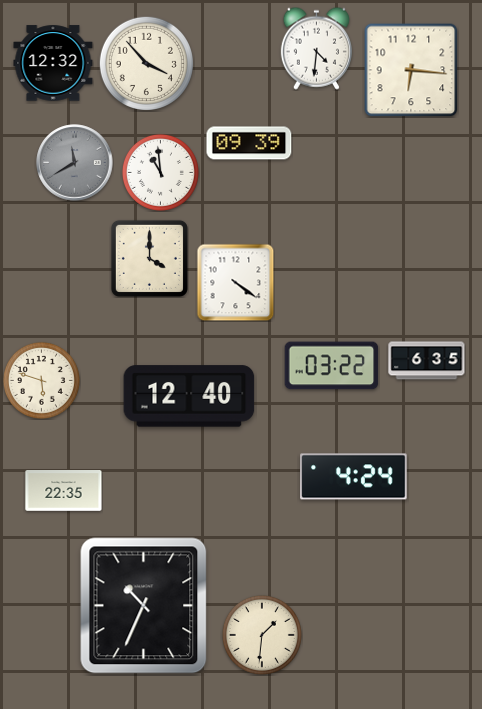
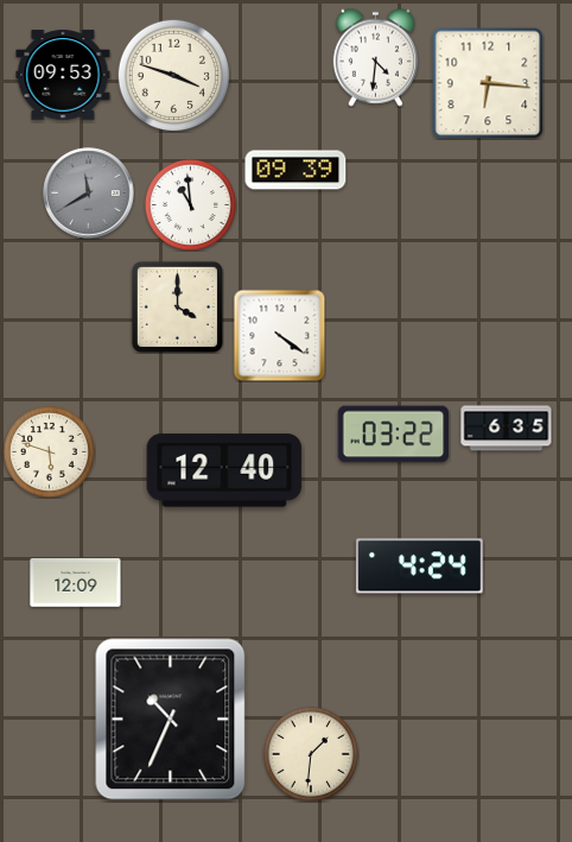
clock at (53, 63): 12:32 -> 09:53
clock at (146, 63): 3:53 -> 3:48
clock at (64, 491): 22:35 -> 12:09
